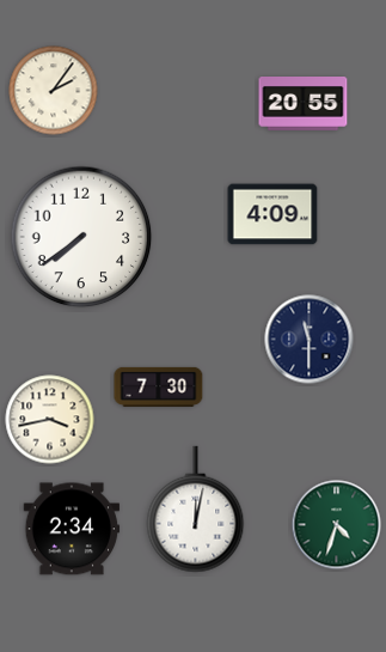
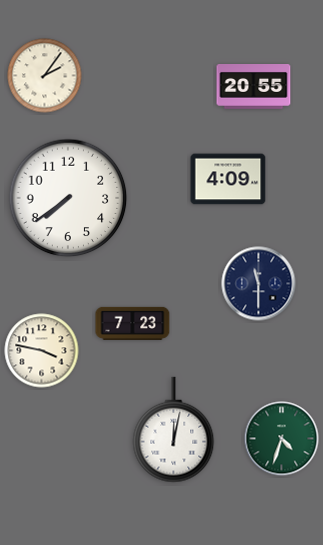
clock at (159, 386): 7:30 -> 7:23
clock at (50, 420): 3:43 -> 3:47
clock at (196, 510) position: (196, 510) -> (174, 430)
clock at (72, 529): 2:34 -> none
